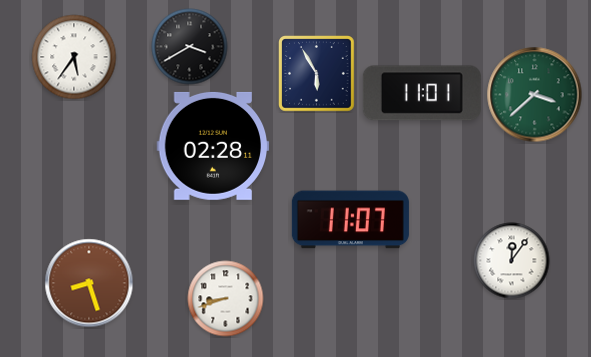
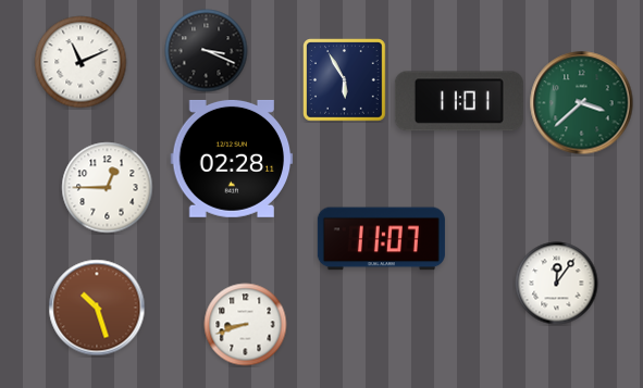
clock at (190, 47): 3:40 -> 3:19
clock at (74, 57): 5:36 -> 11:11
clock at (108, 188): none -> 12:45
clock at (89, 283): 8:27 -> 10:27
